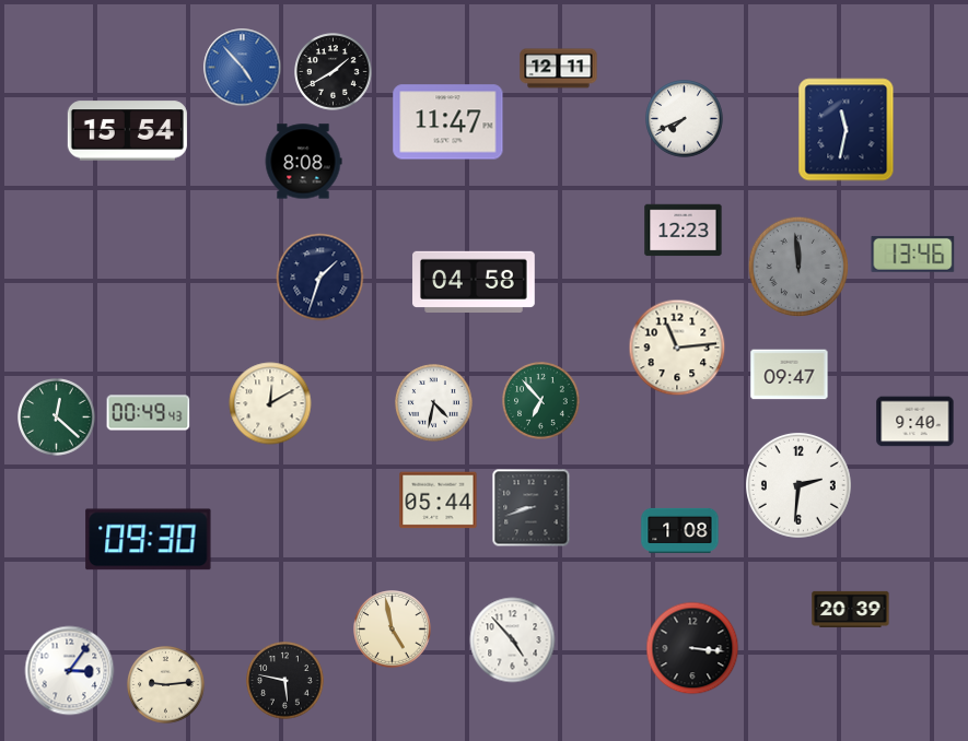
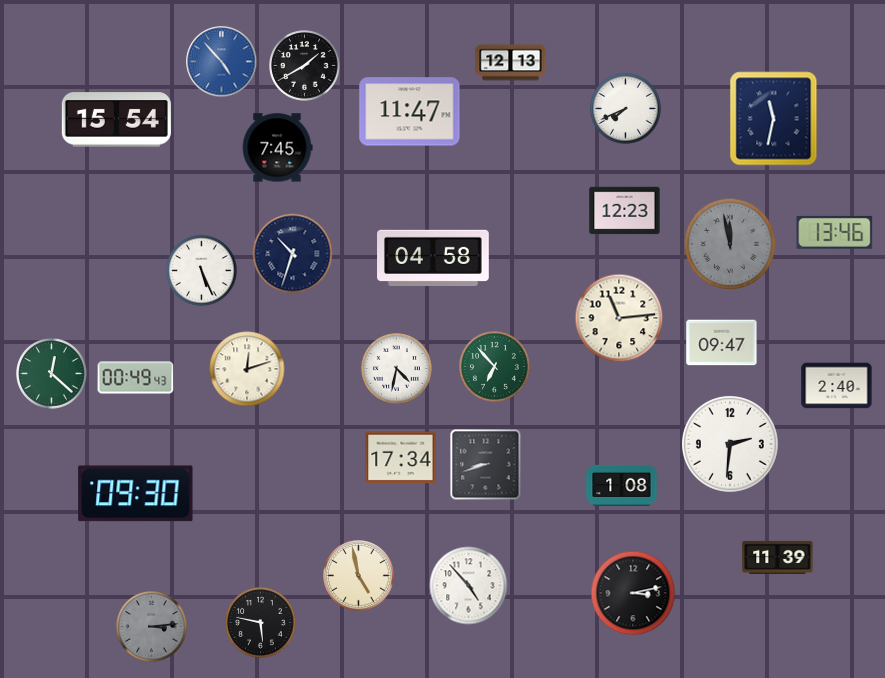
clock at (559, 69): 12:11 -> 12:13
clock at (303, 162): 8:08 -> 7:45
clock at (798, 267): 11:59 -> 11:58
clock at (320, 278): 1:33 -> 10:33
clock at (202, 271): none -> 5:26
clock at (270, 403): 12:10 -> 12:12
clock at (57, 417) position: (57, 417) -> (52, 374)
clock at (915, 422): 9:40 -> 2:40
clock at (439, 501): 05:44 -> 17:34
clock at (851, 609): 20:39 -> 11:39
clock at (692, 648): 3:16 -> 3:13
clock at (70, 671): 3:06 -> none
clock at (166, 685): 9:14 -> 3:14
clock at (166, 685) dial: cream -> grey
